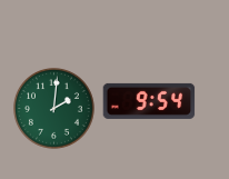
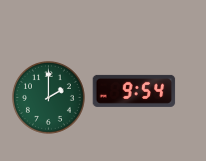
clock at (53, 108): 2:01 -> 2:00
